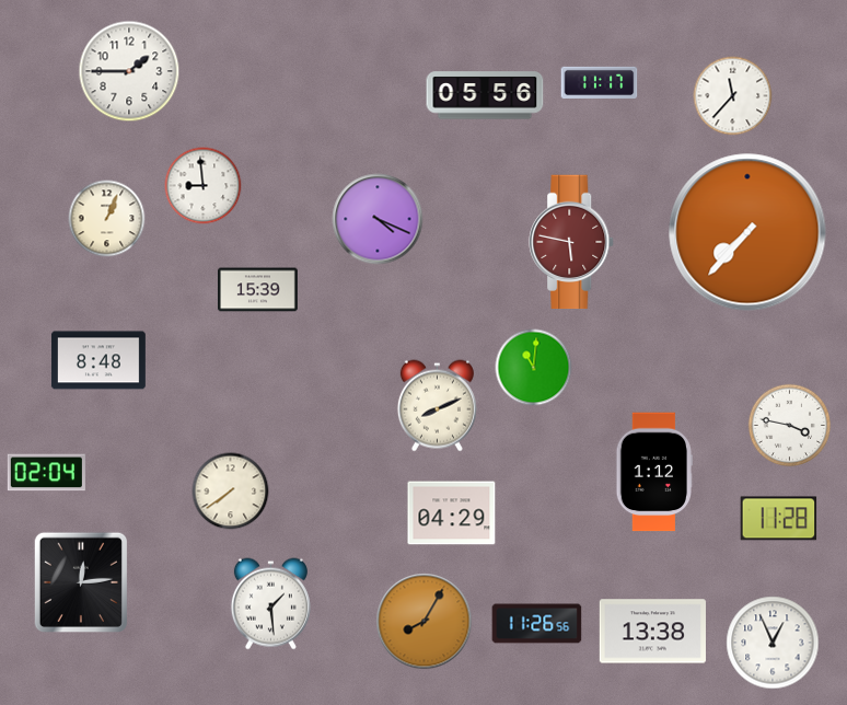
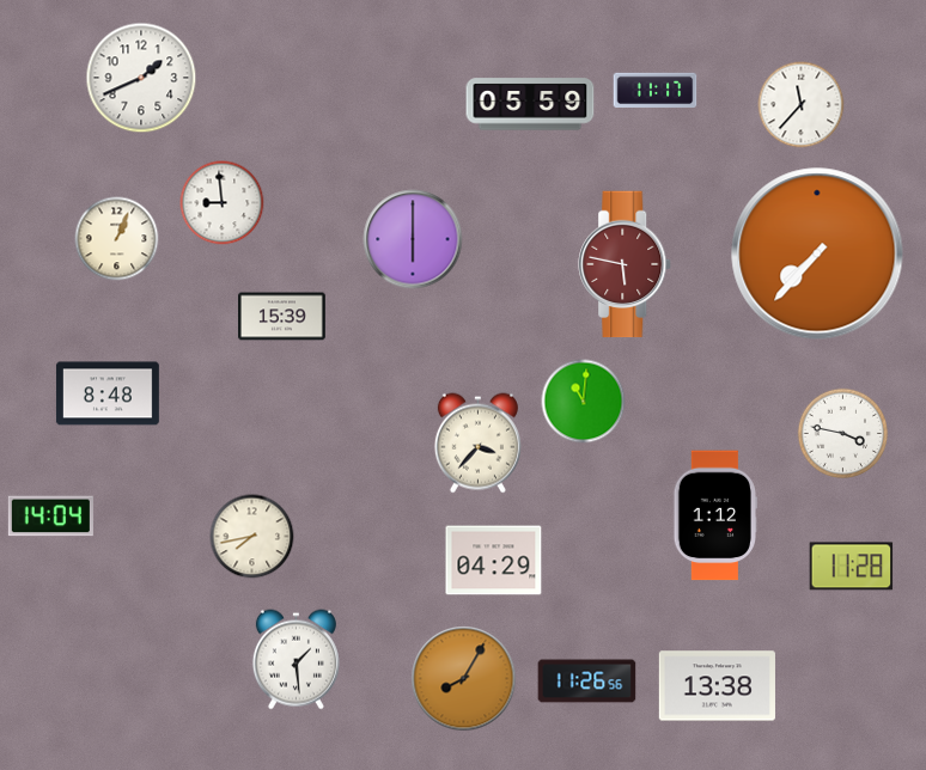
clock at (129, 71): 1:45 -> 1:41
clock at (485, 95): 05:56 -> 05:59
clock at (378, 219): 4:19 -> 6:00
clock at (437, 406): 8:11 -> 3:37
clock at (790, 426) position: (790, 426) -> (843, 434)
clock at (46, 473): 02:04 -> 14:04
clock at (231, 492): 7:39 -> 7:43
clock at (80, 581): 12:14 -> none
clock at (652, 632) position: (652, 632) -> (717, 686)
clock at (773, 643): 12:56 -> none
